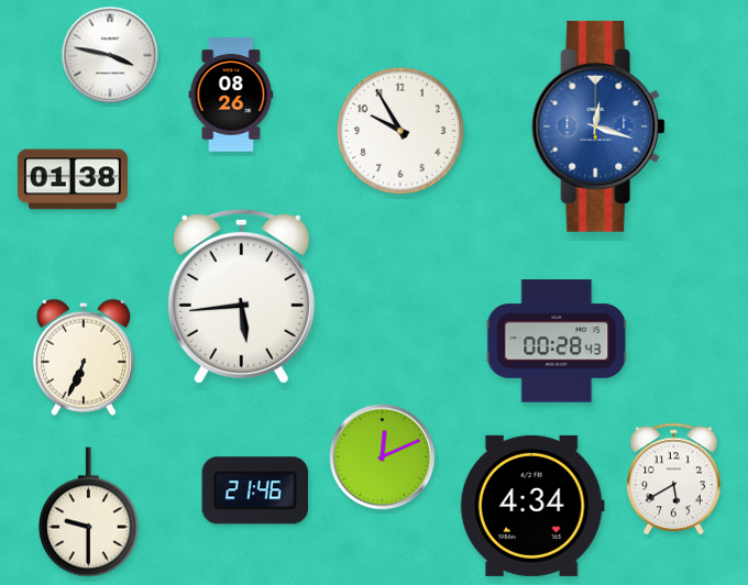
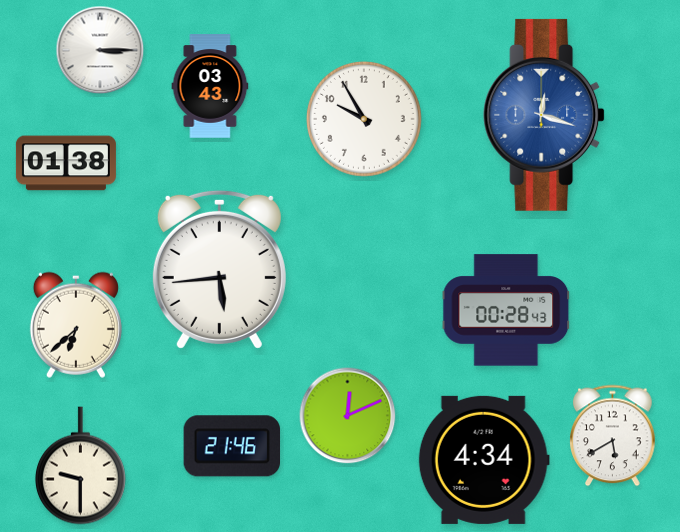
clock at (110, 55): 3:47 -> 3:15
clock at (231, 95): 08:26 -> 03:43
clock at (84, 357): 6:34 -> 6:38
